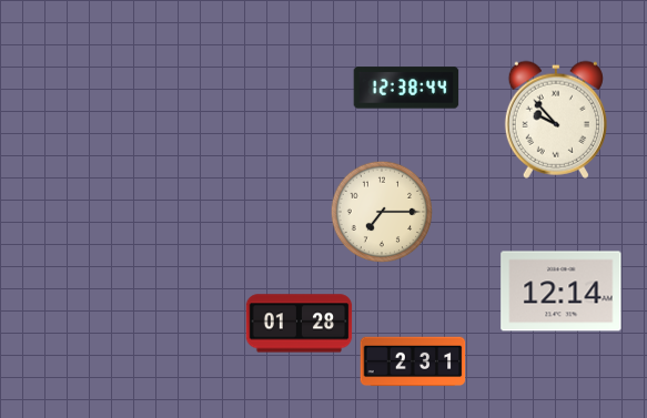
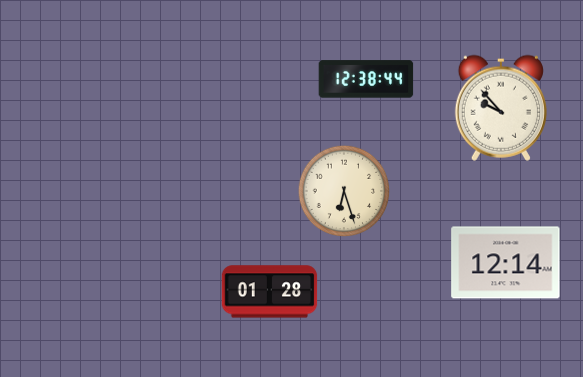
clock at (382, 212): 7:15 -> 6:27
clock at (413, 361): 2:31 -> none
